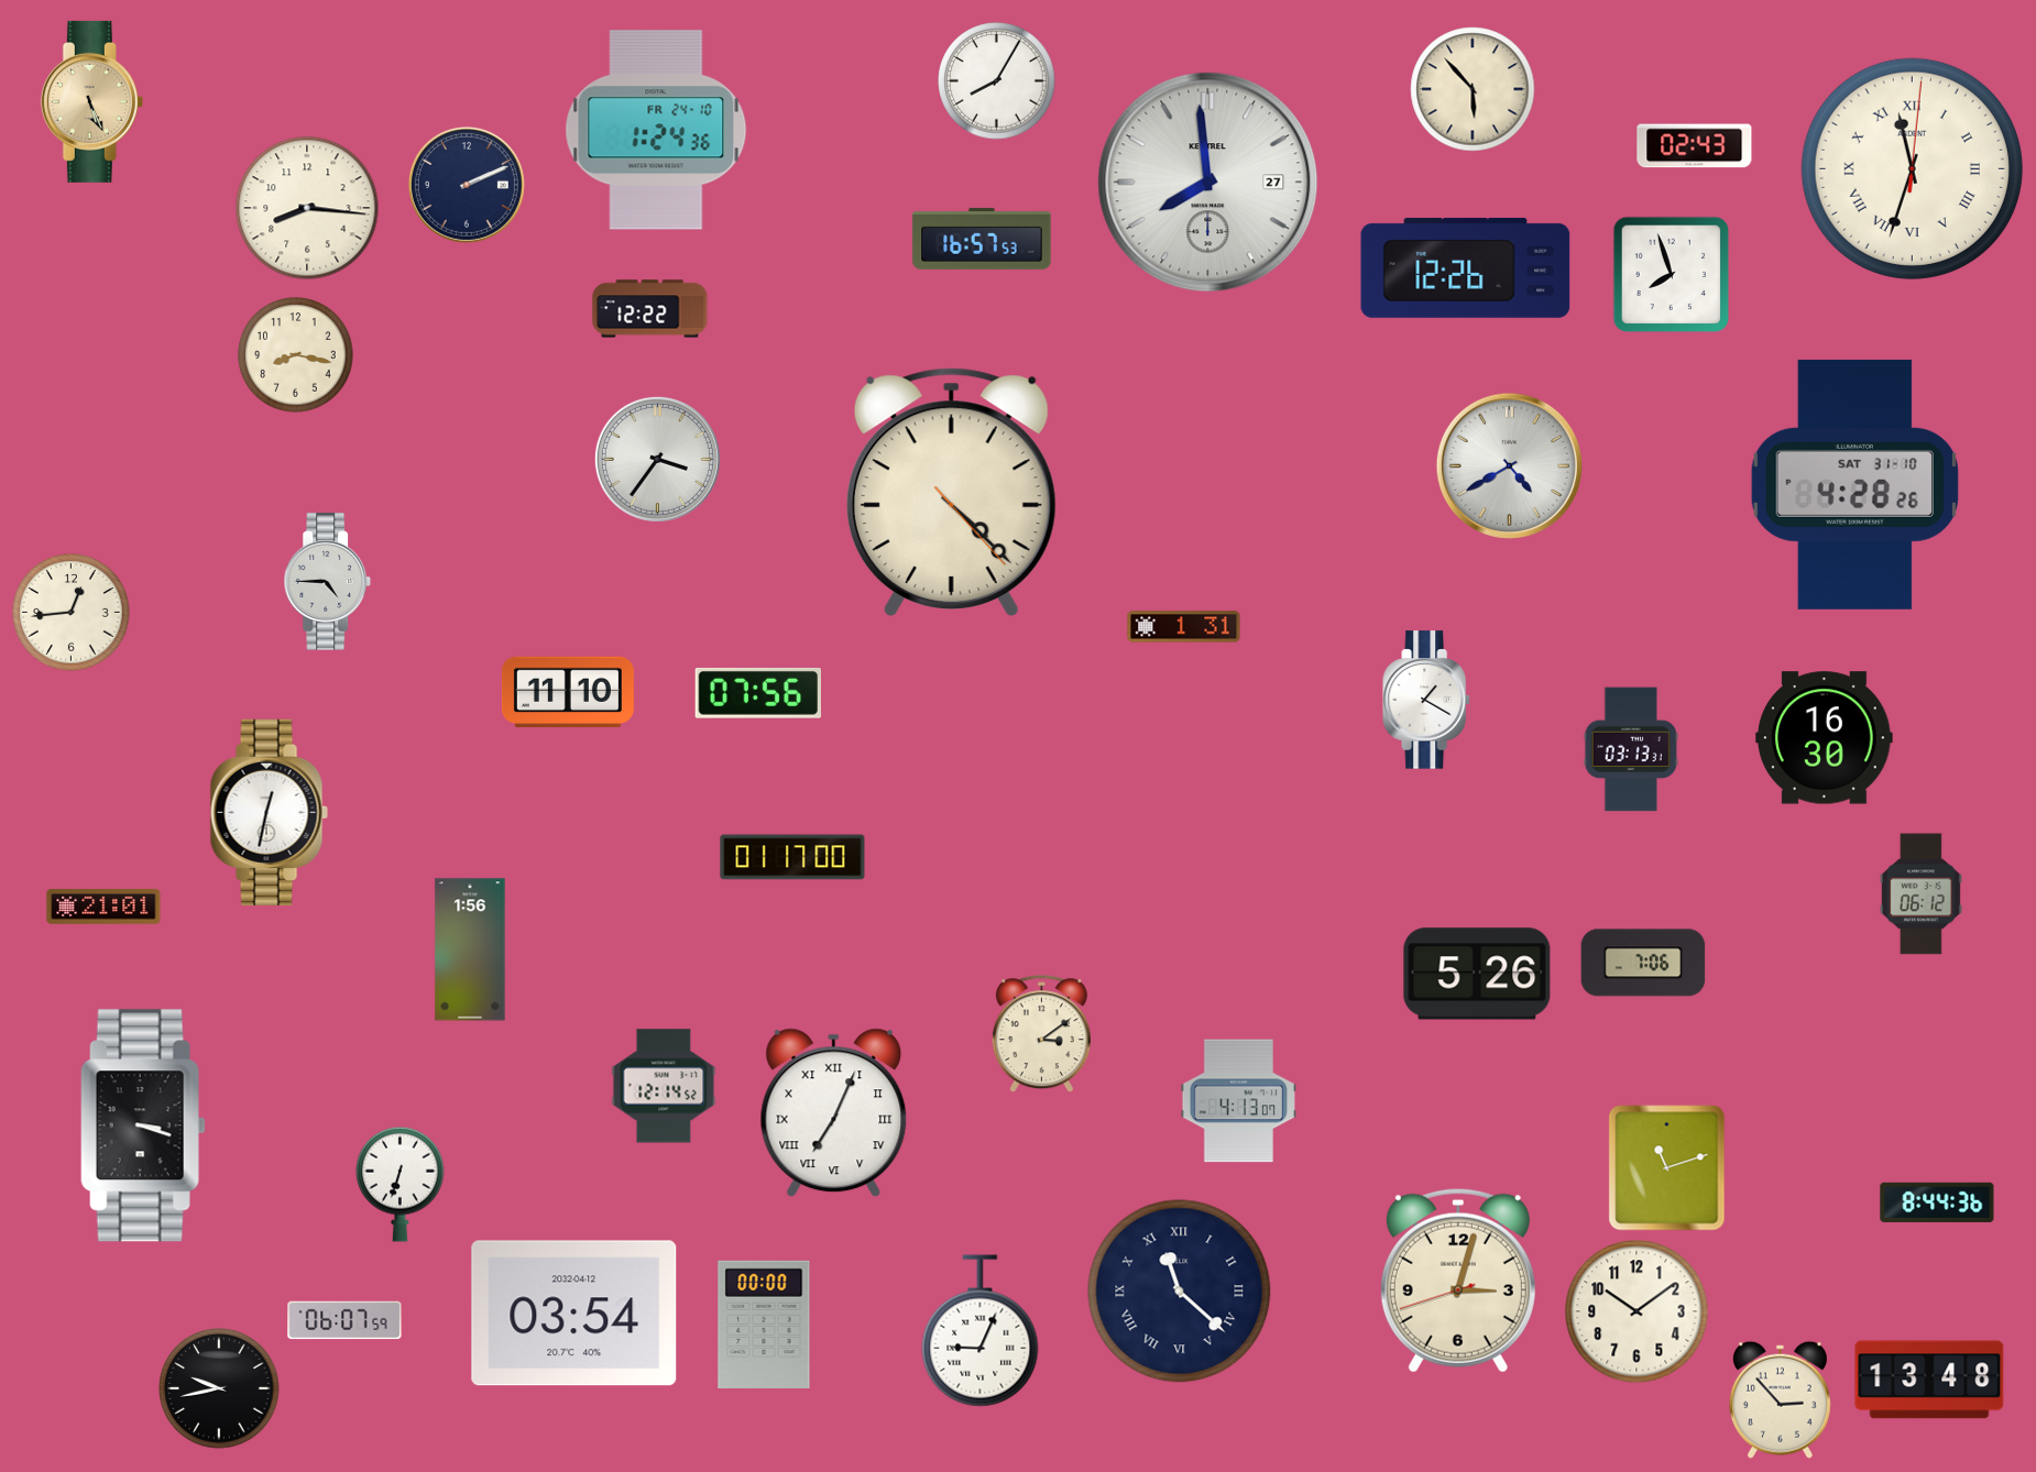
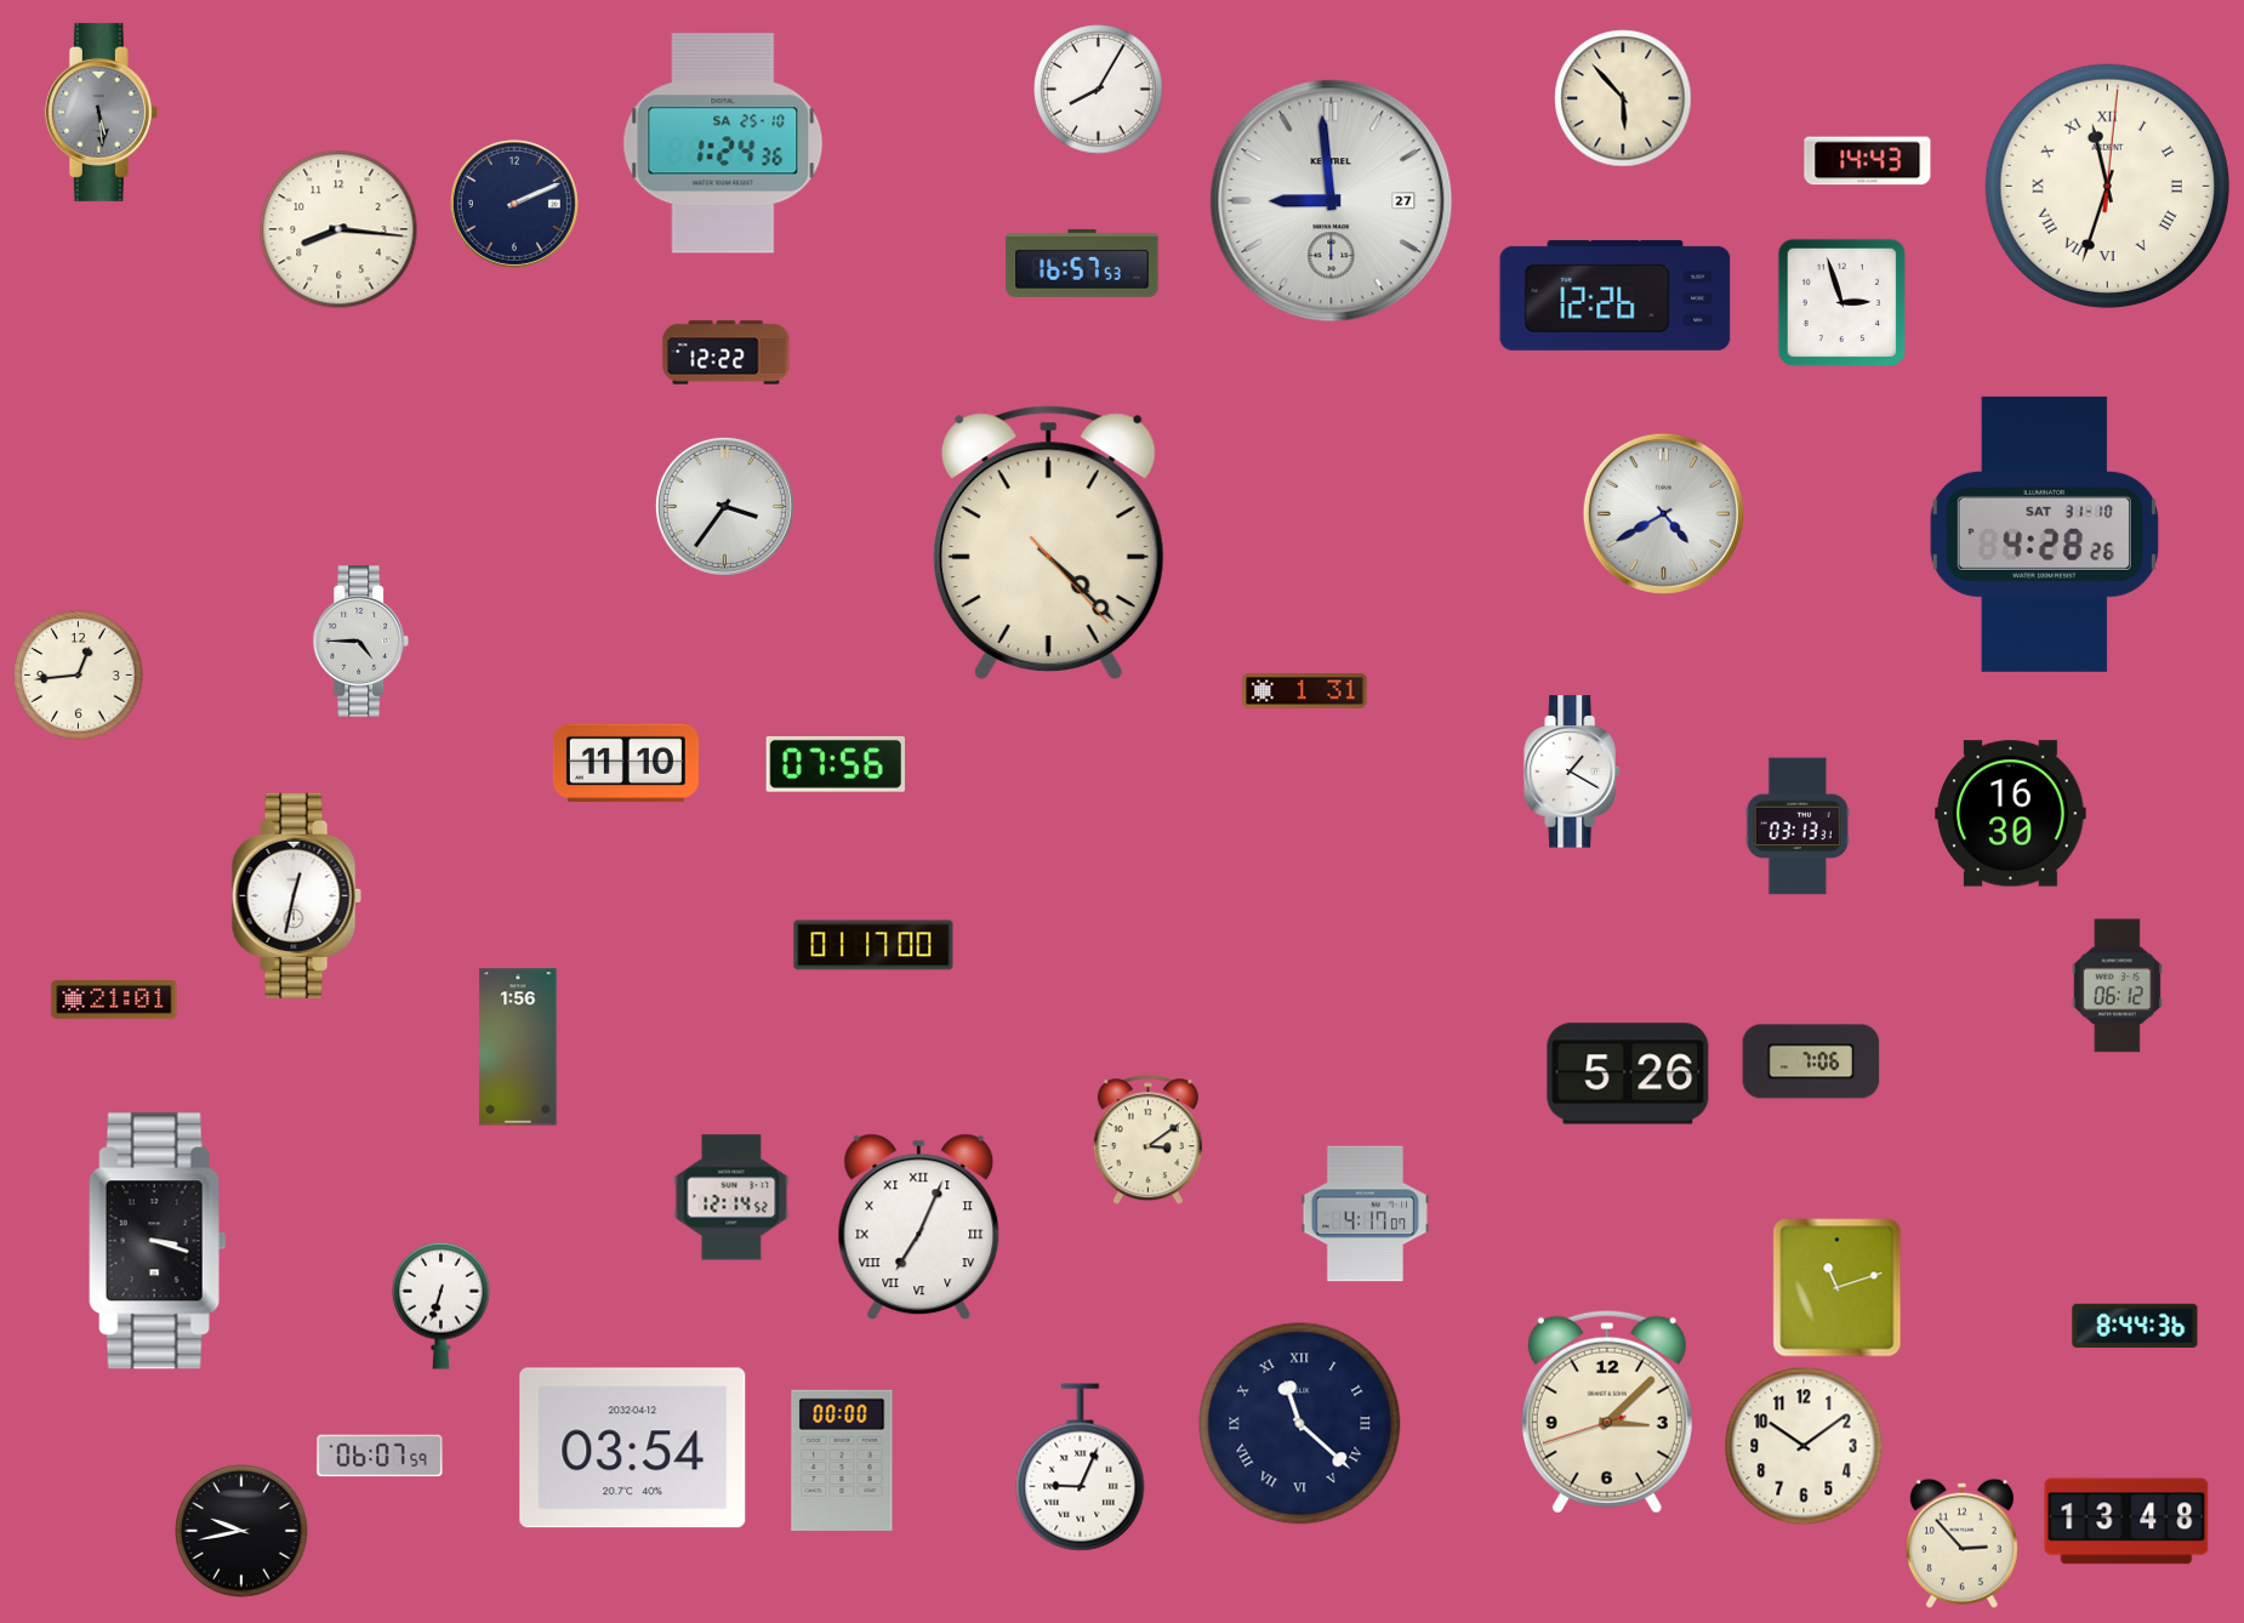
clock at (91, 101): 5:26 -> 5:29
clock at (91, 101) dial: champagne -> grey
clock at (656, 130) date: FR 24-10 -> SA 25-10
clock at (1695, 146): 02:43 -> 14:43
clock at (1208, 183): 7:59 -> 8:59
clock at (1672, 275): 7:57 -> 2:57
clock at (650, 309) position: (650, 309) -> (727, 353)
clock at (296, 355): 8:17 -> none
clock at (1238, 1101): 4:13 -> 4:17
clock at (1458, 1281): 3:02 -> 3:07
